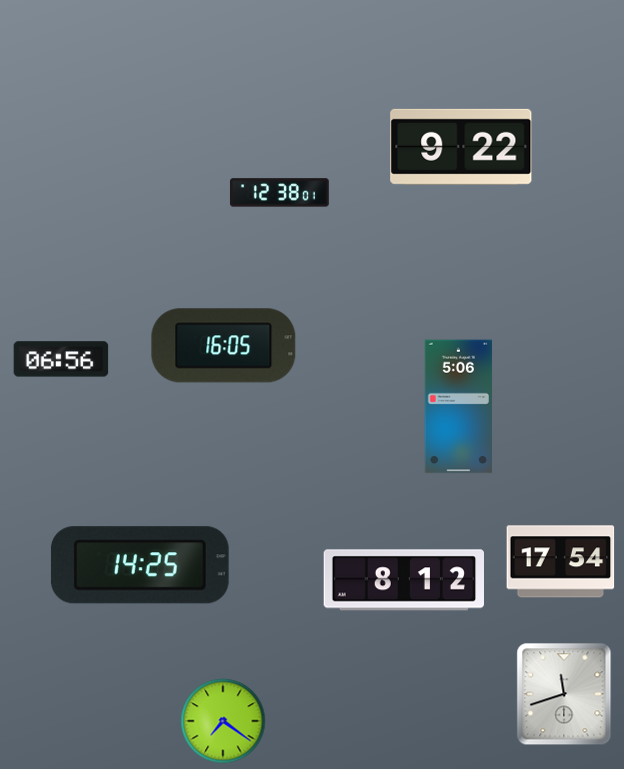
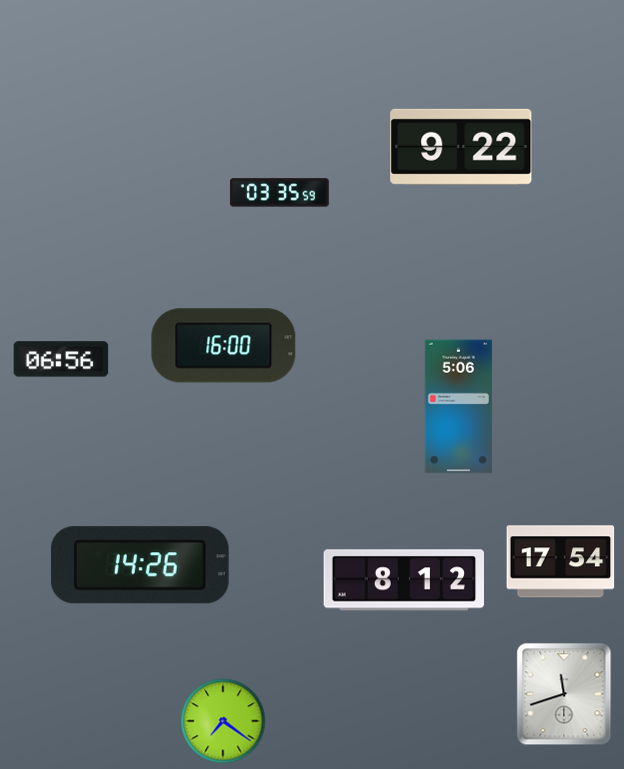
clock at (279, 193): 12:38 -> 03:35
clock at (224, 346): 16:05 -> 16:00
clock at (140, 565): 14:25 -> 14:26
